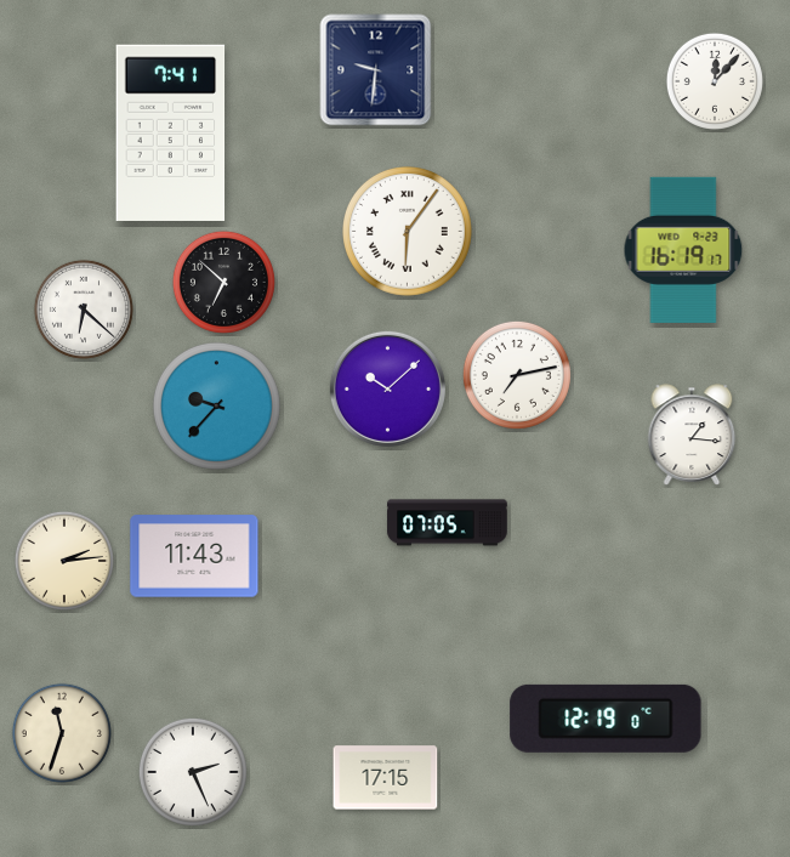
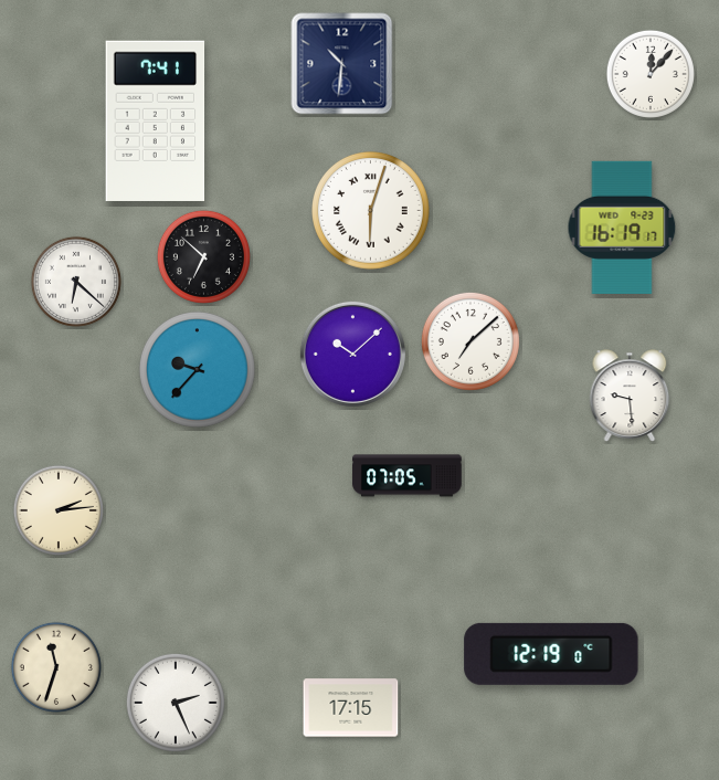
clock at (376, 70): 9:31 -> 10:31
clock at (408, 232): 6:06 -> 6:03
clock at (517, 375): 7:13 -> 7:08
clock at (692, 435): 1:16 -> 9:29
clock at (194, 556): 11:43 -> none
